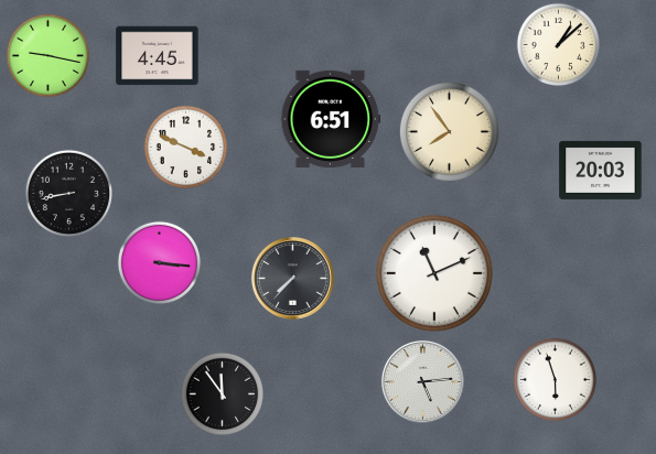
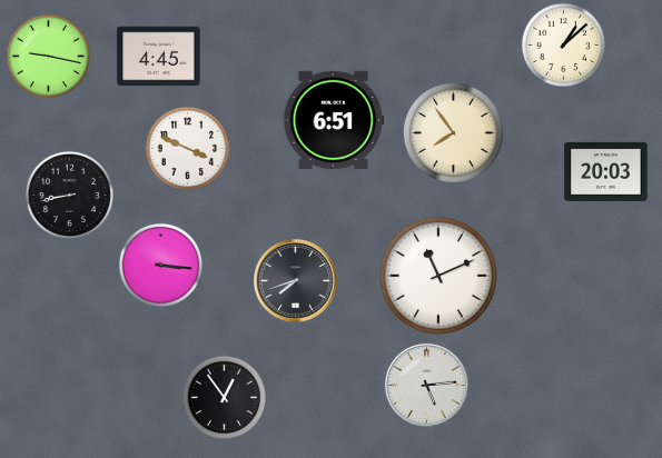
clock at (292, 278): 7:37 -> 7:42
clock at (556, 380): 5:57 -> none
clock at (223, 394): 11:54 -> 12:54
